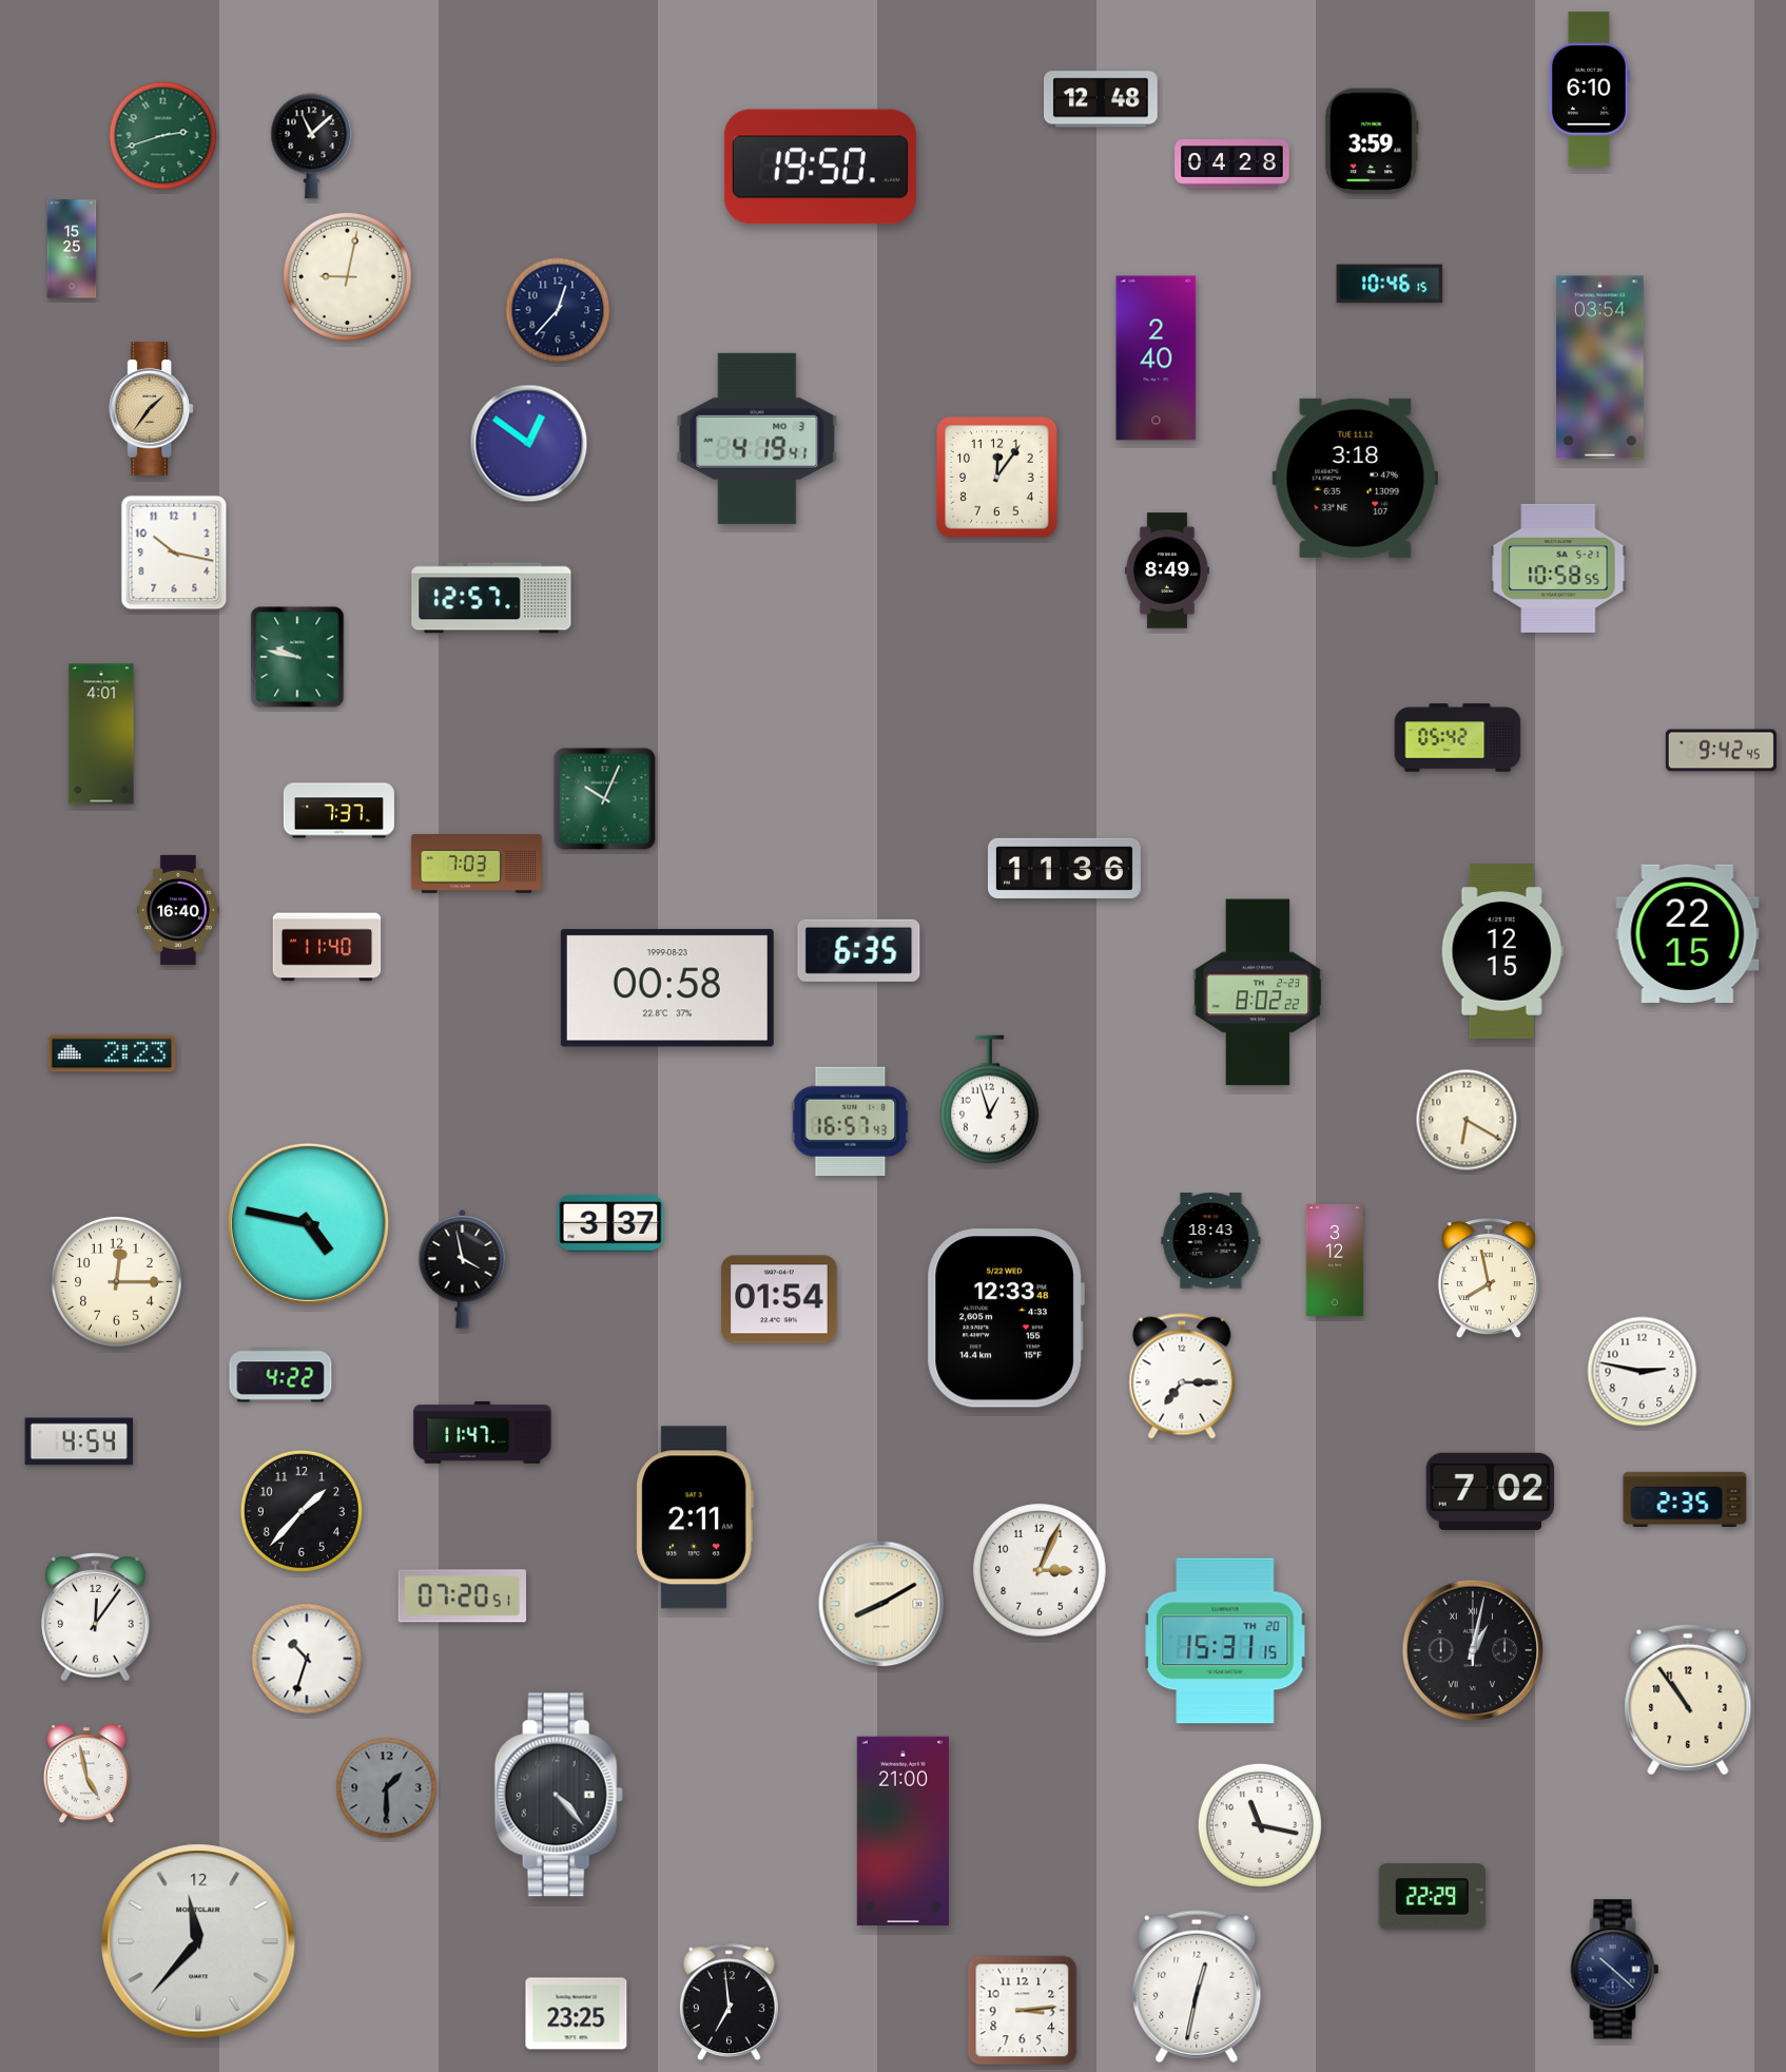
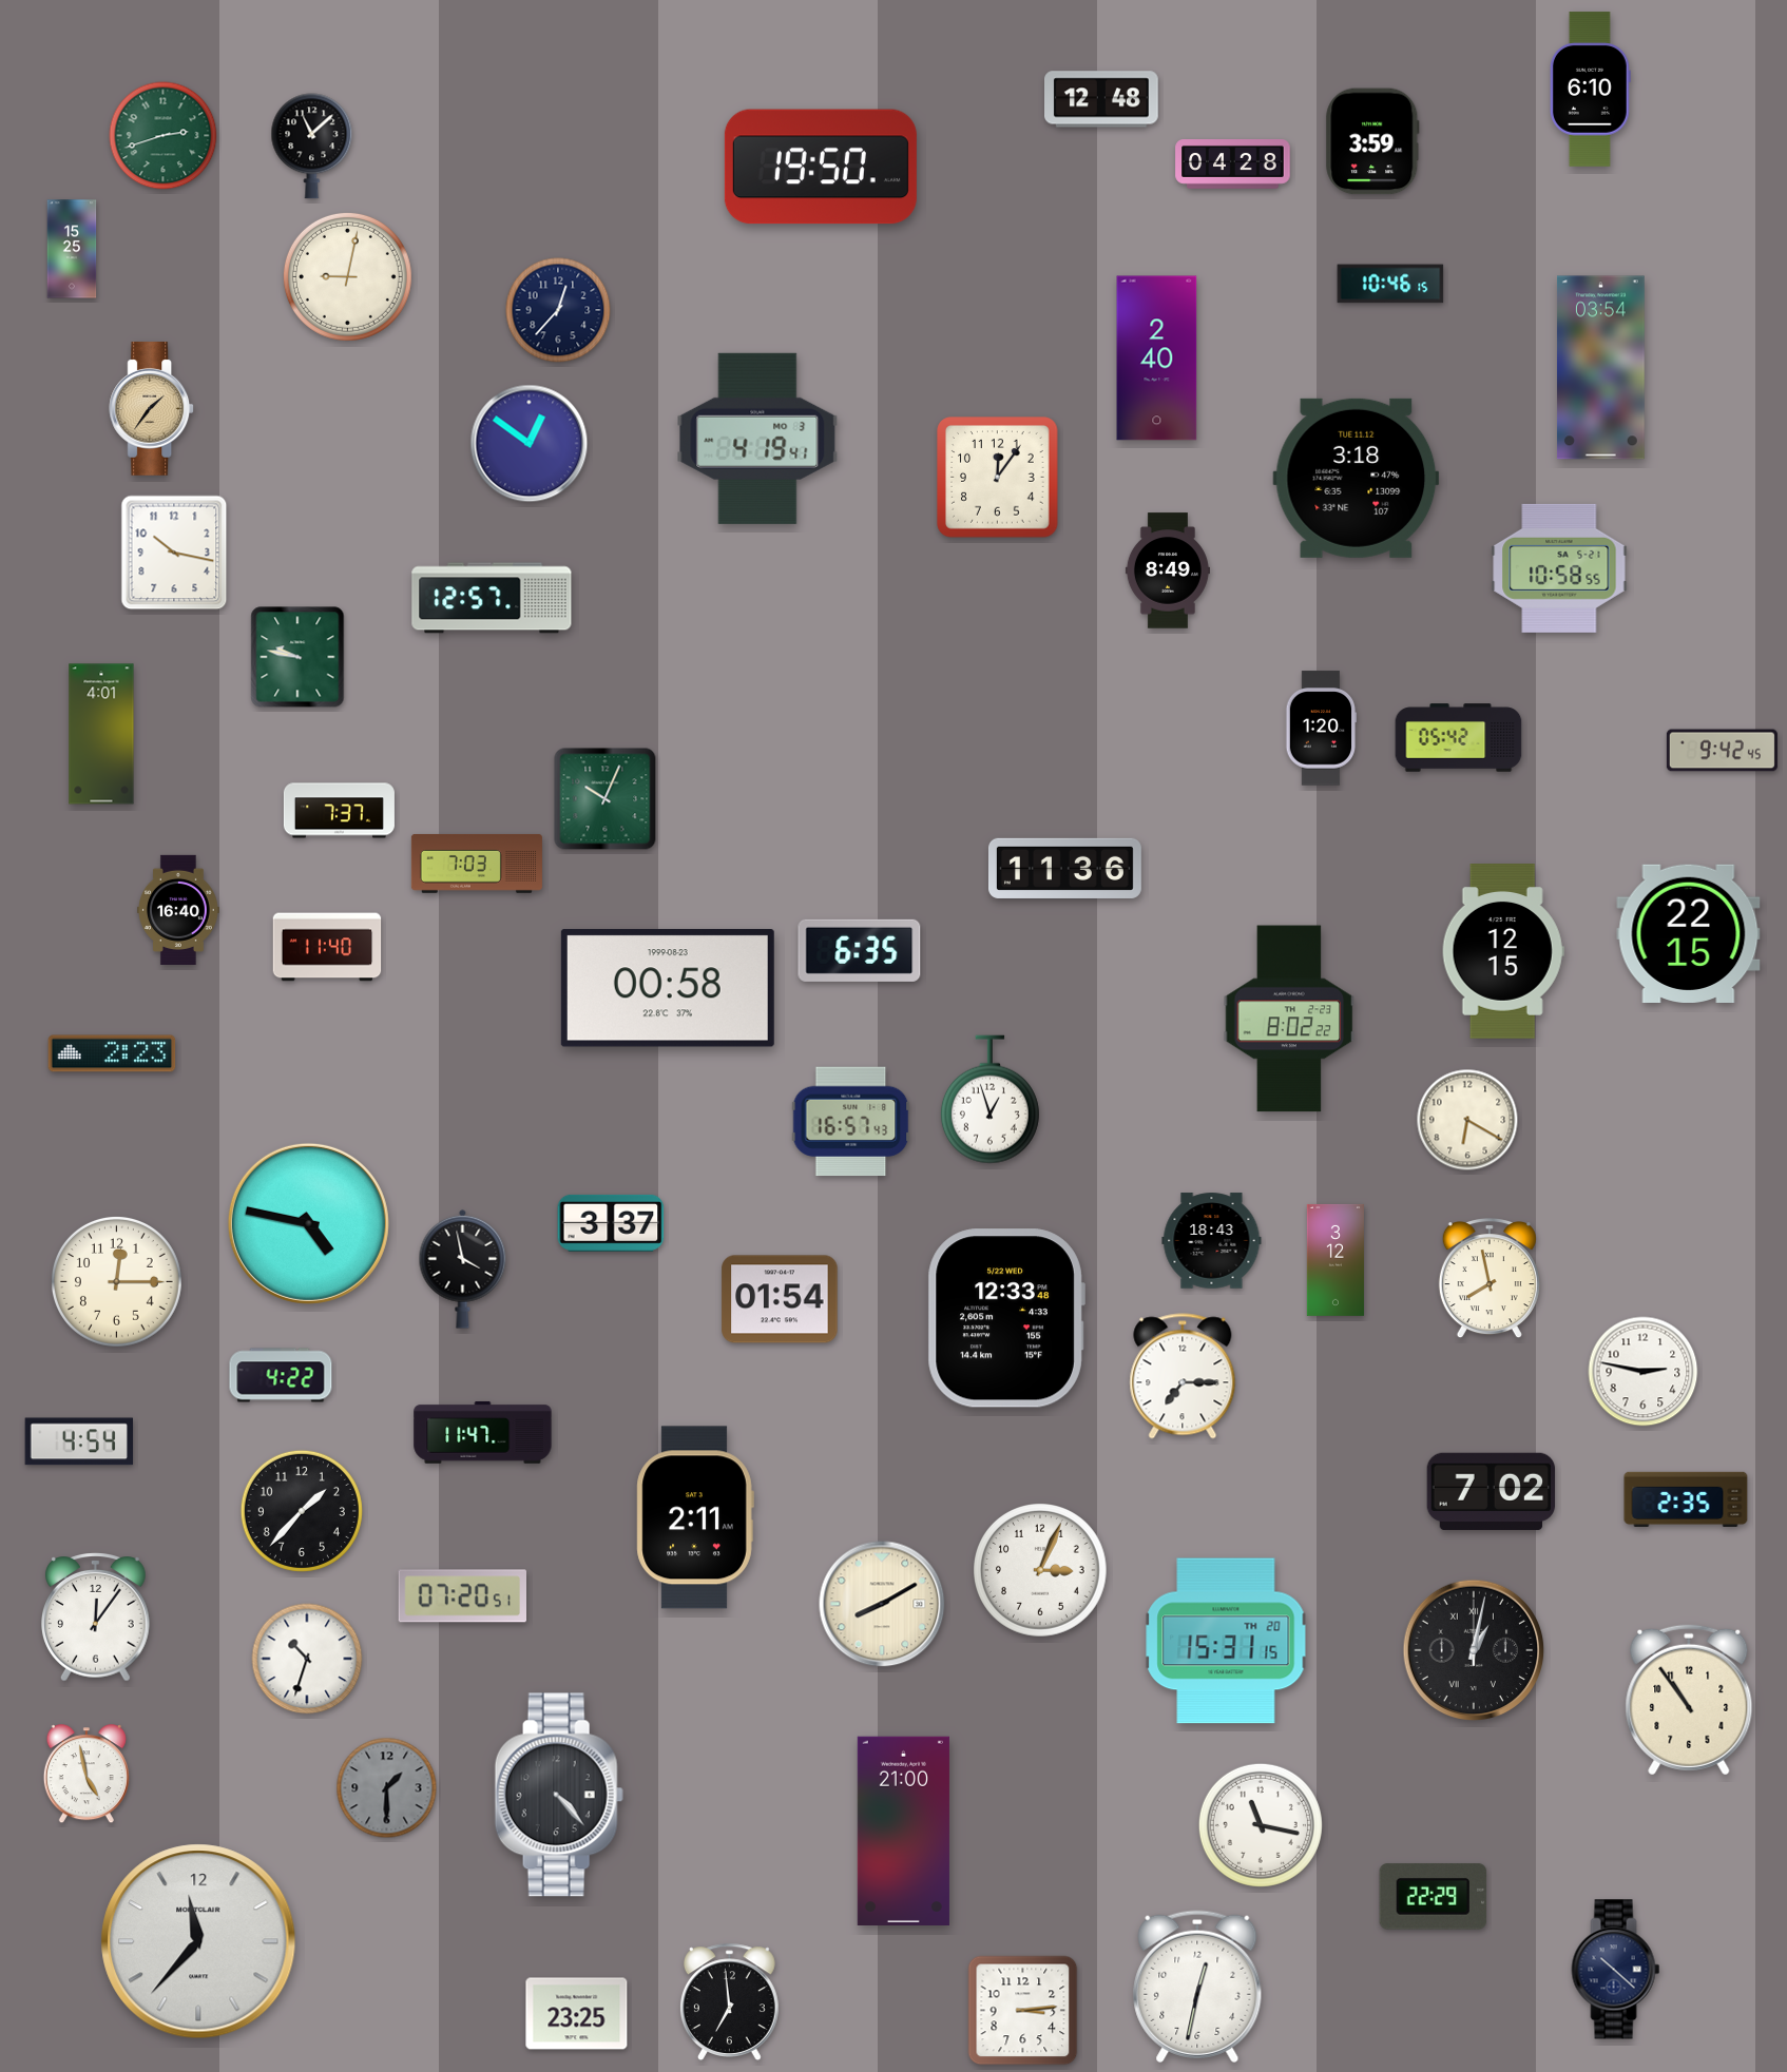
clock at (1322, 729): none -> 1:20
clock at (1258, 992) position: (1258, 992) -> (1289, 1019)
